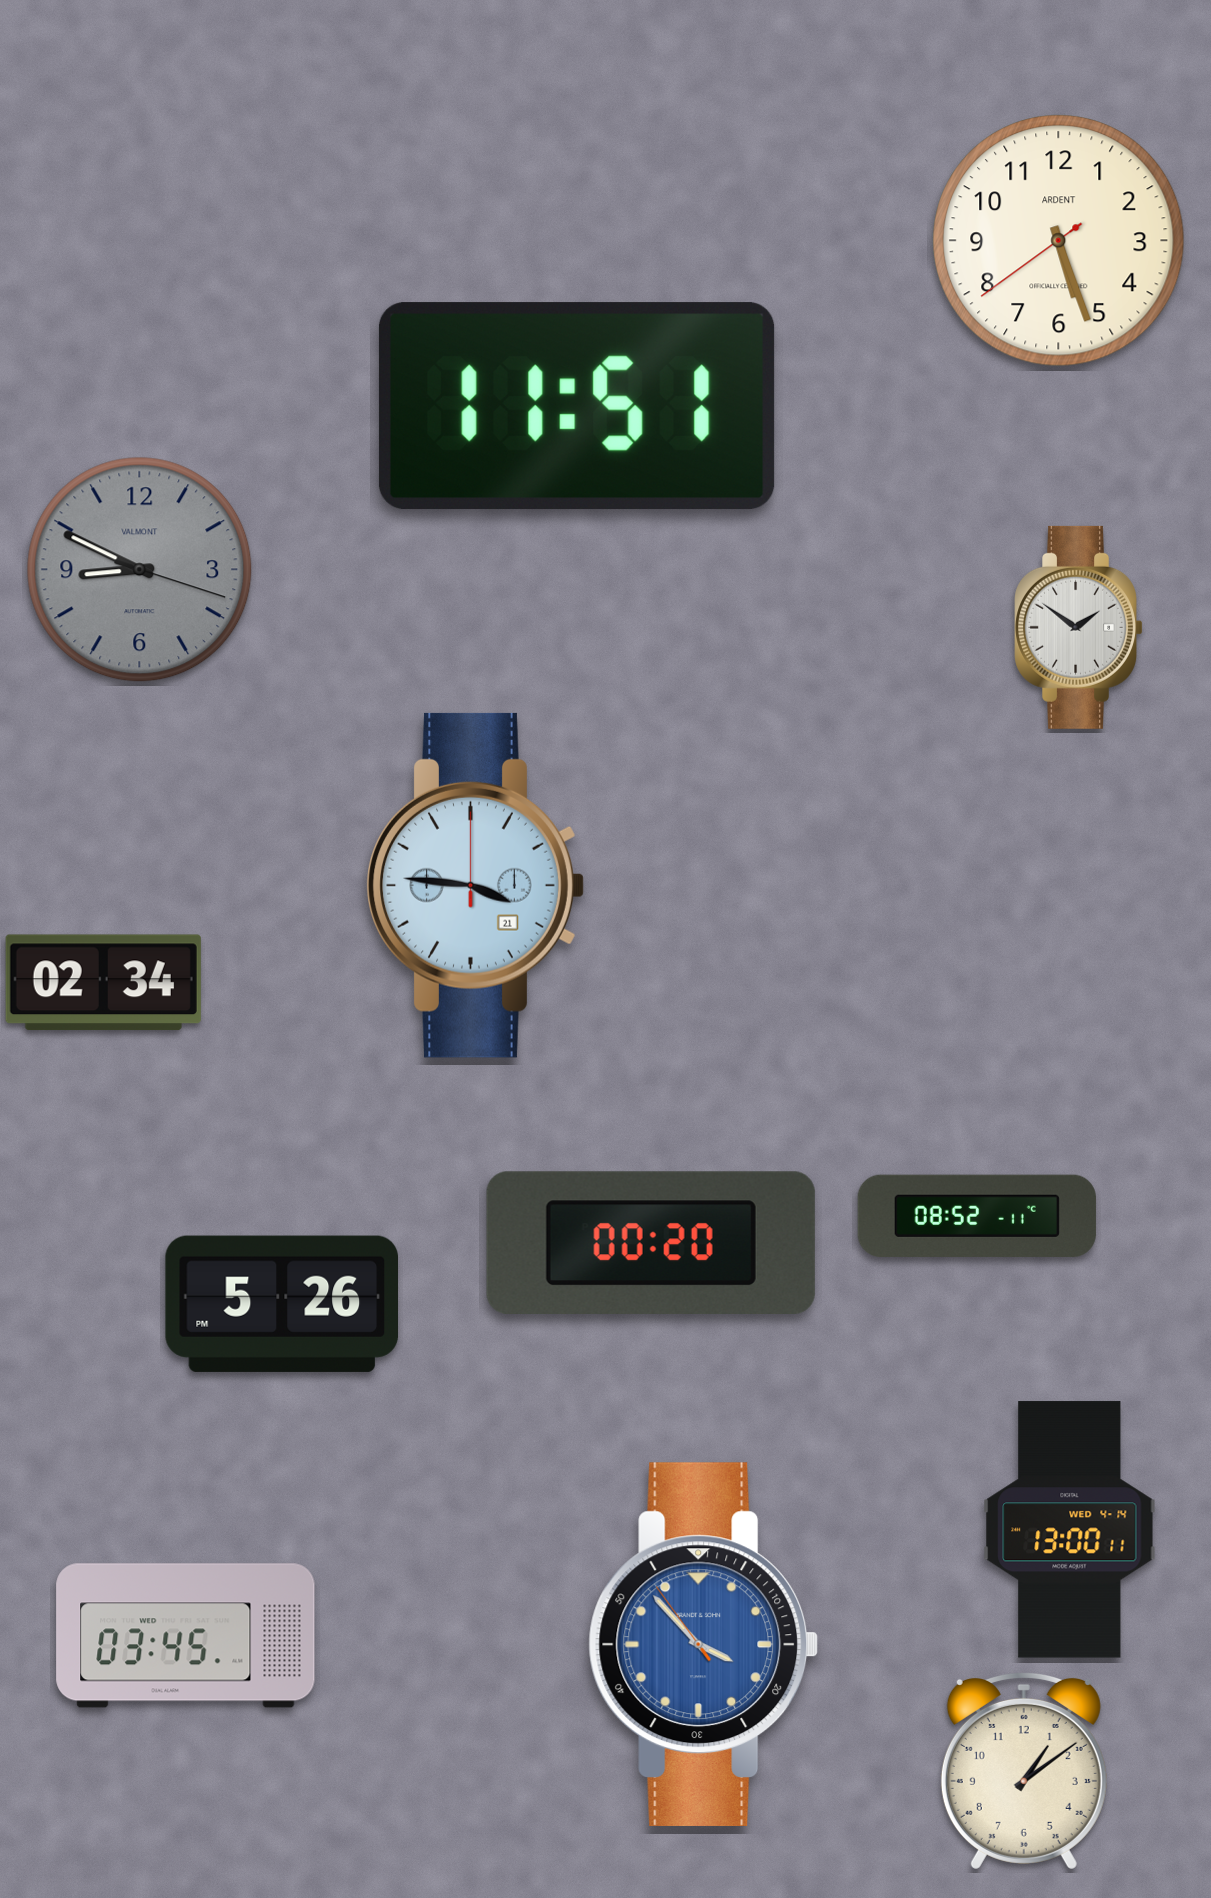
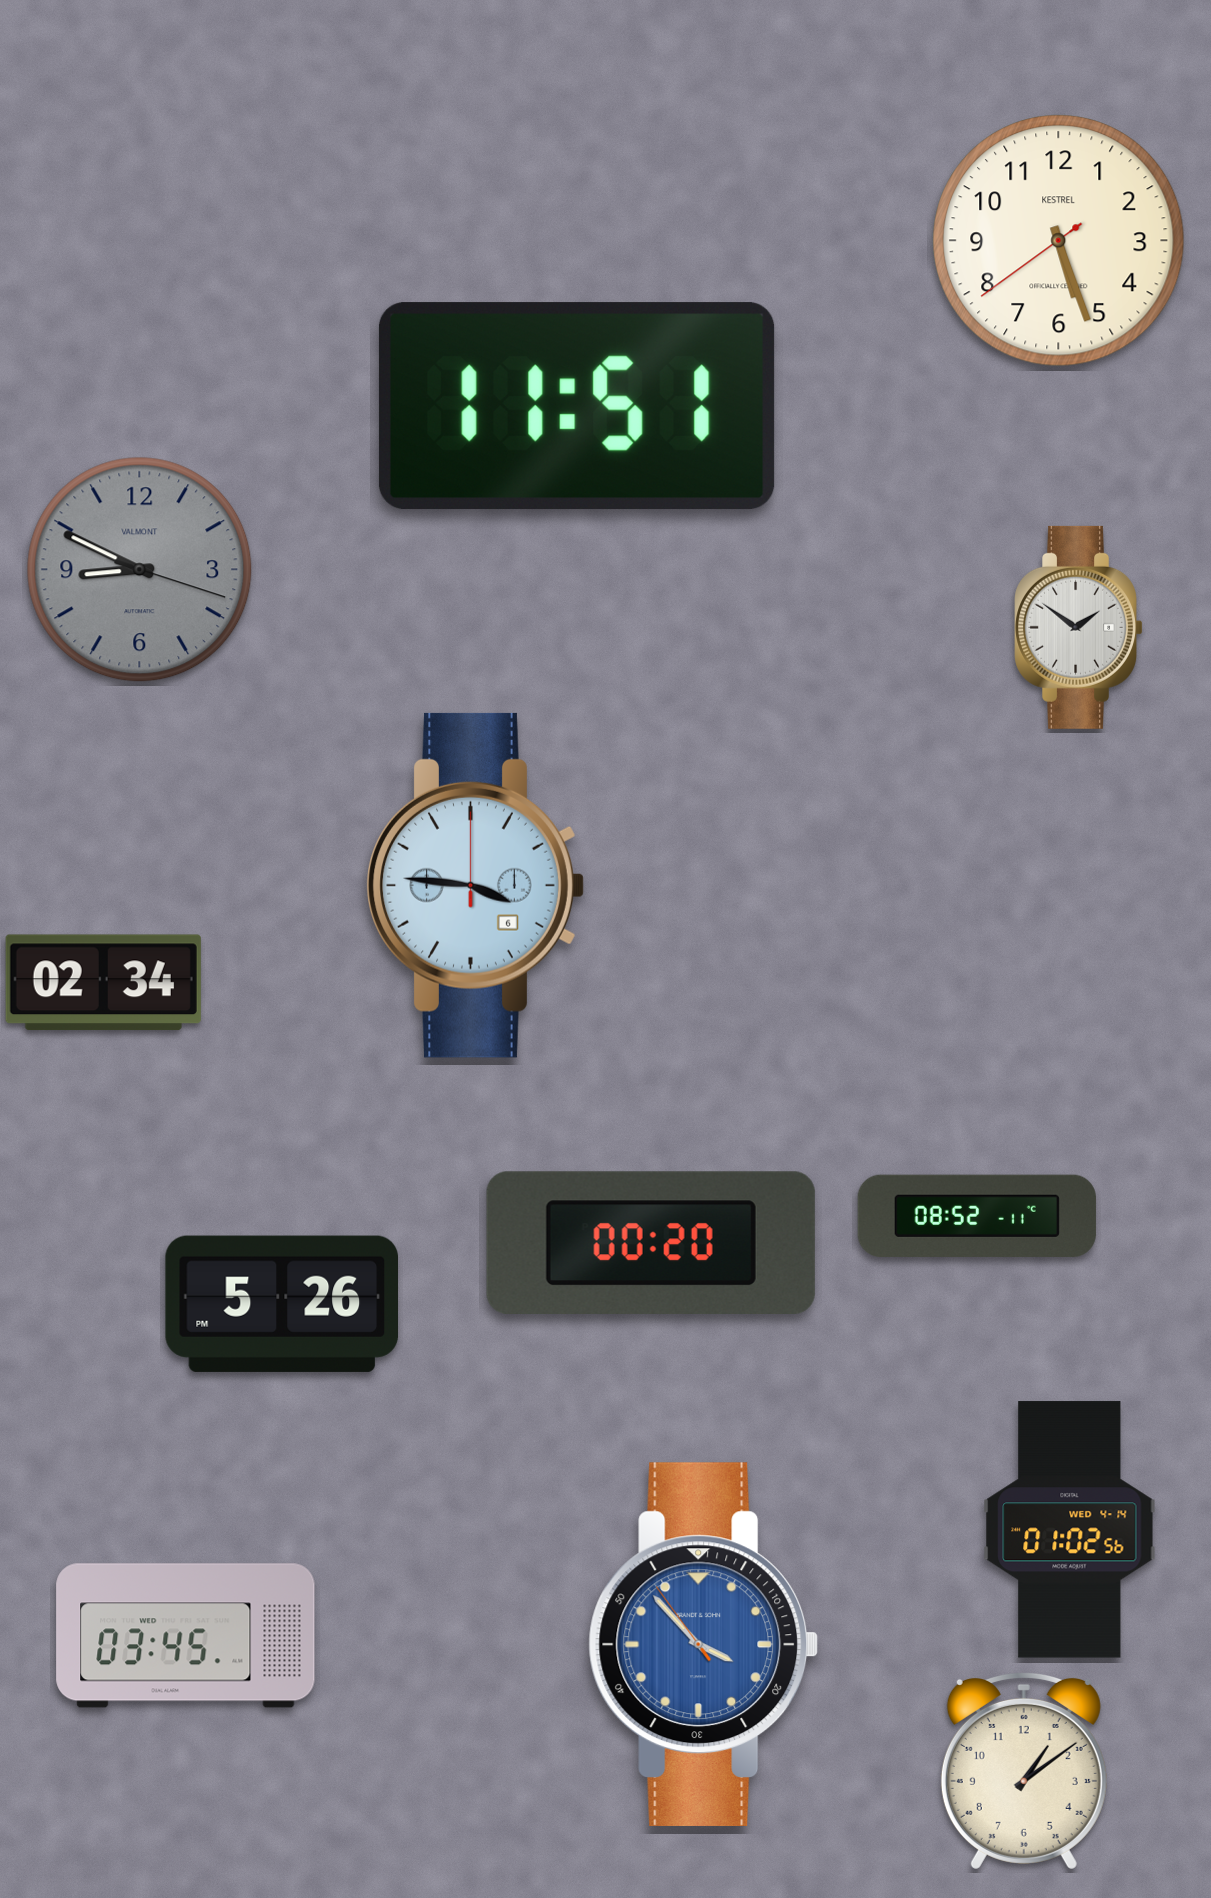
clock at (1059, 241) brand: ARDENT -> KESTREL
clock at (475, 885) date: 21 -> 6
clock at (1070, 1530): 13:00 -> 01:02
